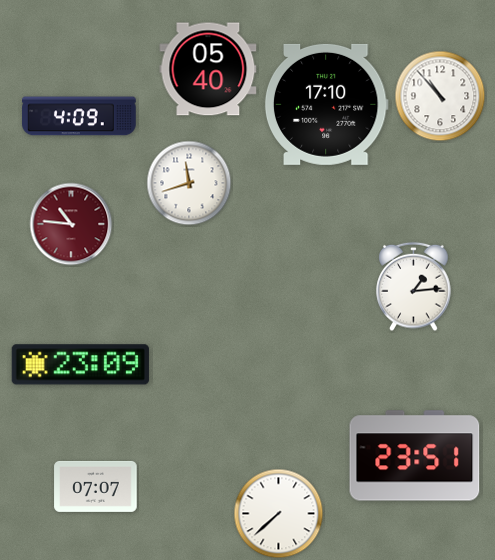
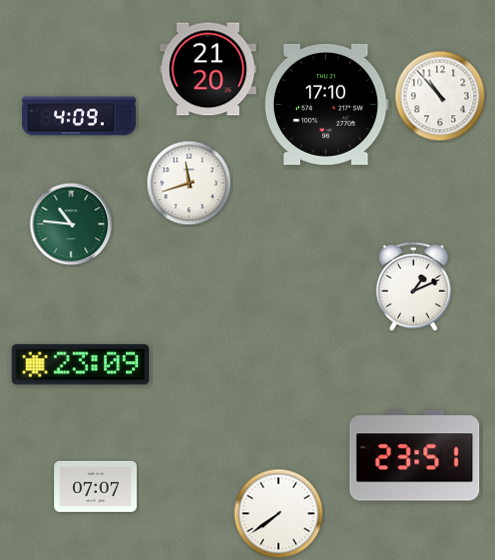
clock at (208, 69): 05:40 -> 21:20
clock at (71, 224) dial: burgundy -> green
clock at (414, 287): 1:14 -> 1:11
clock at (279, 514): 7:38 -> 7:39
